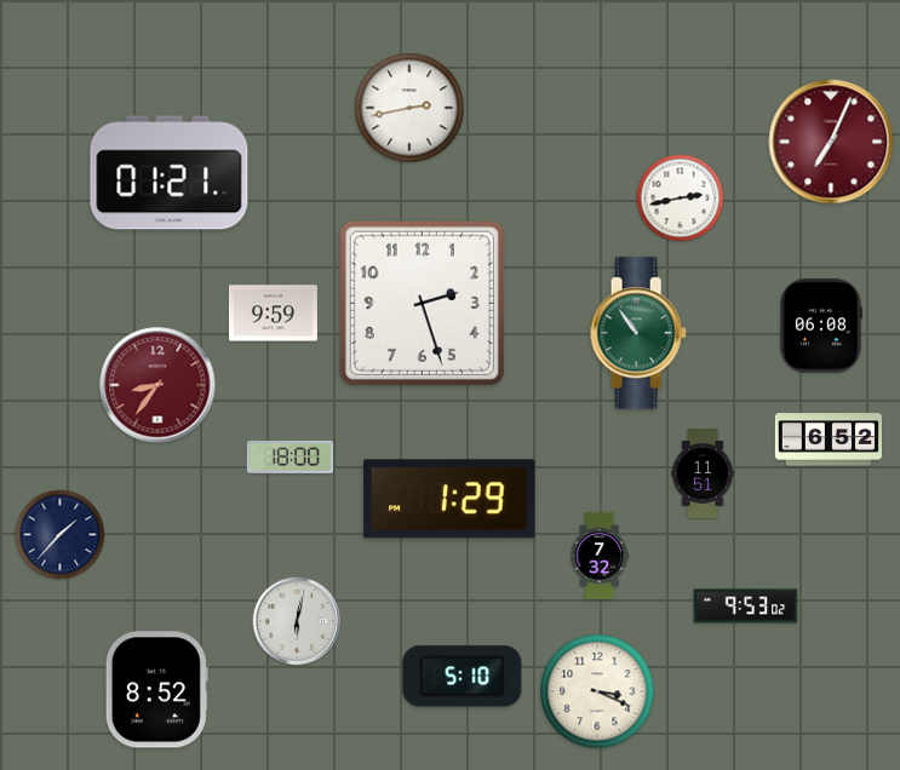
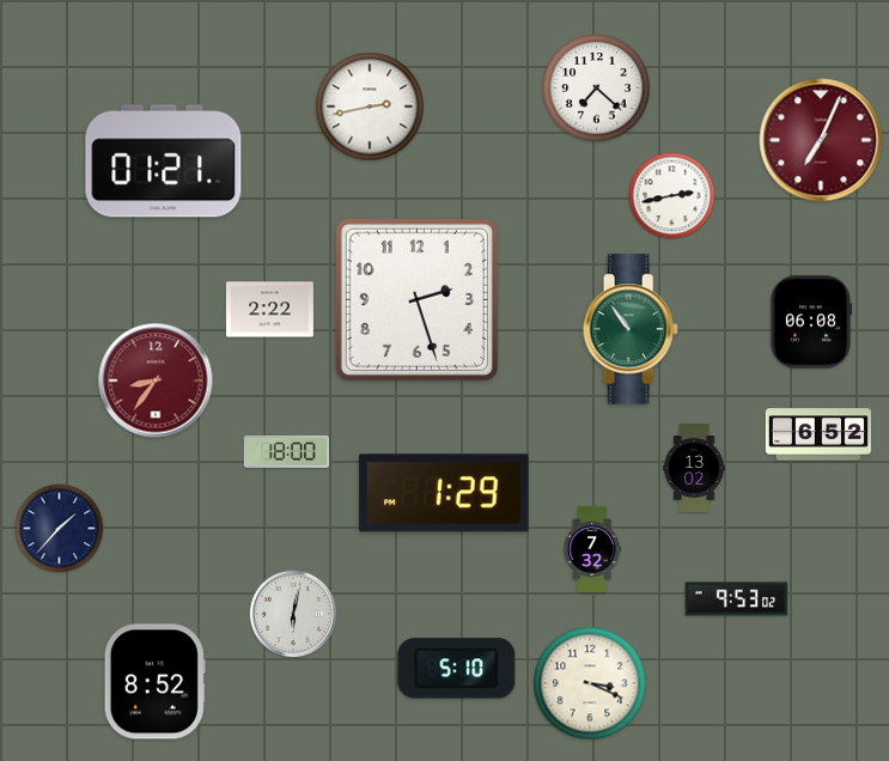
clock at (597, 89): none -> 7:22
clock at (409, 108) position: (409, 108) -> (370, 106)
clock at (170, 173) position: (170, 173) -> (164, 162)
clock at (273, 314): 9:59 -> 2:22
clock at (703, 475): 11:51 -> 13:02
